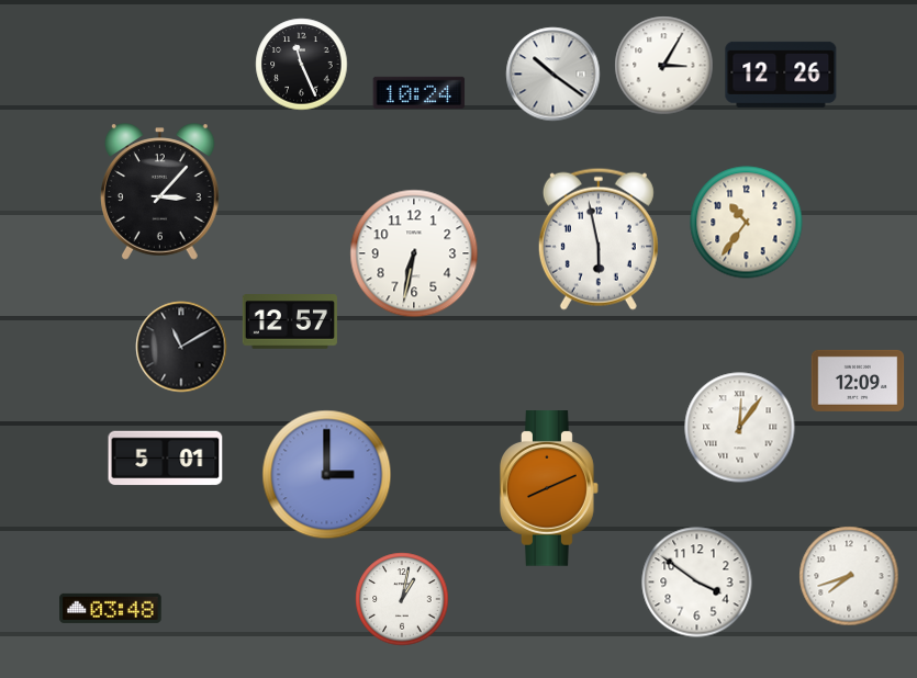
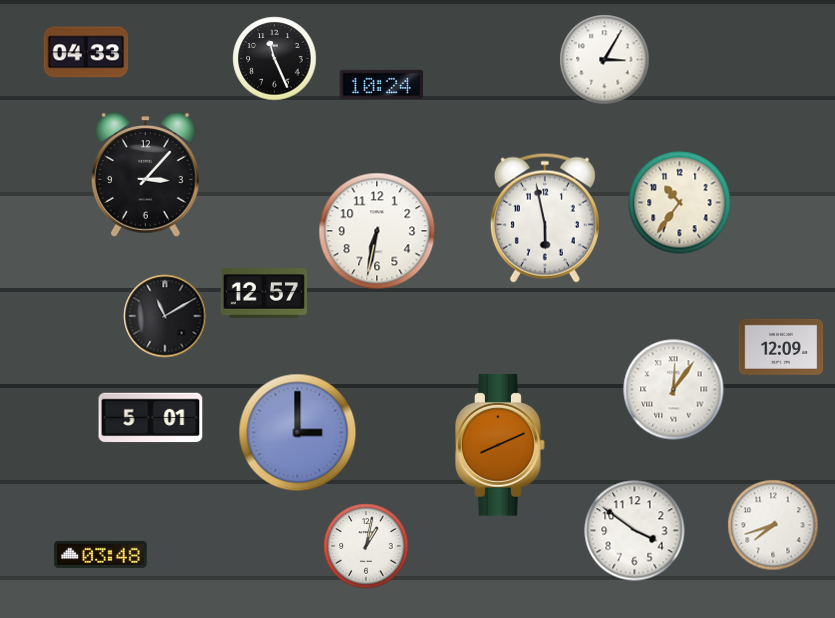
clock at (86, 52): none -> 04:33
clock at (553, 75): 10:21 -> none
clock at (781, 75): 12:26 -> none
